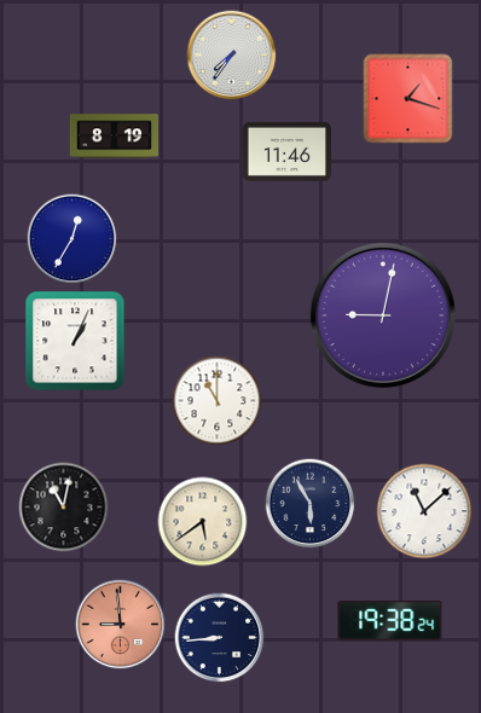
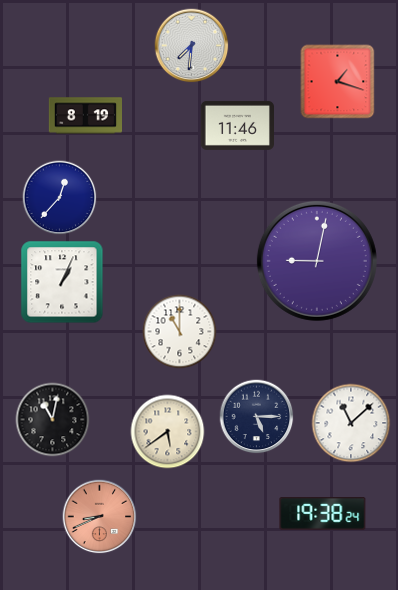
clock at (232, 56): 7:36 -> 7:31
clock at (114, 137) position: (114, 137) -> (85, 116)
clock at (73, 239): 12:35 -> 12:37
clock at (311, 504): 5:55 -> 5:15
clock at (121, 625): 8:59 -> 8:41
clock at (220, 638): 8:44 -> none
